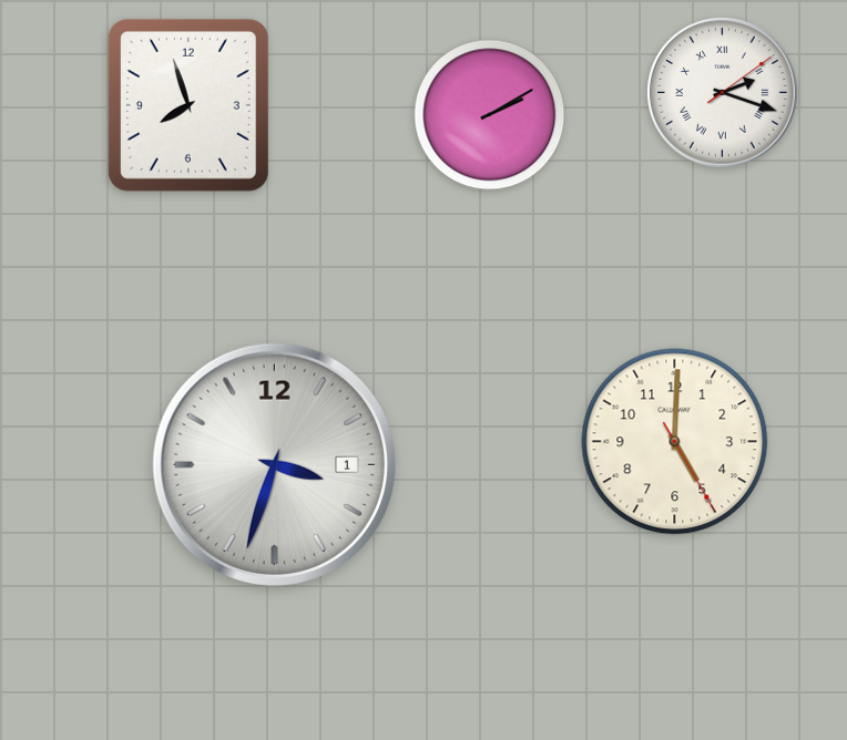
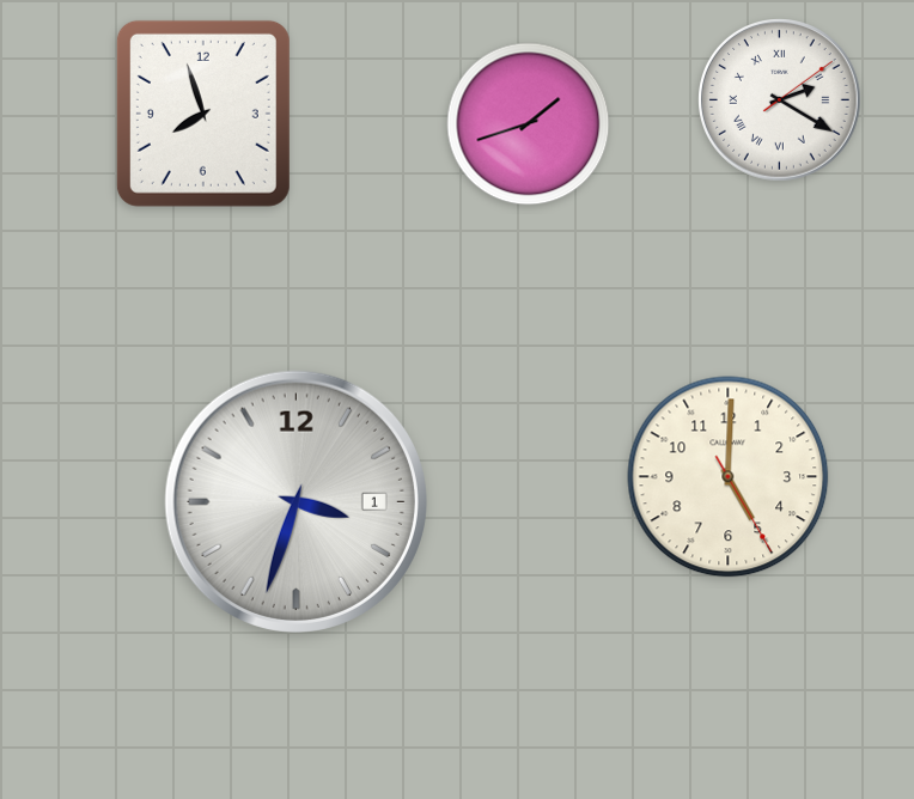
clock at (723, 93): 2:18 -> 2:20
clock at (490, 115): 2:10 -> 1:42
